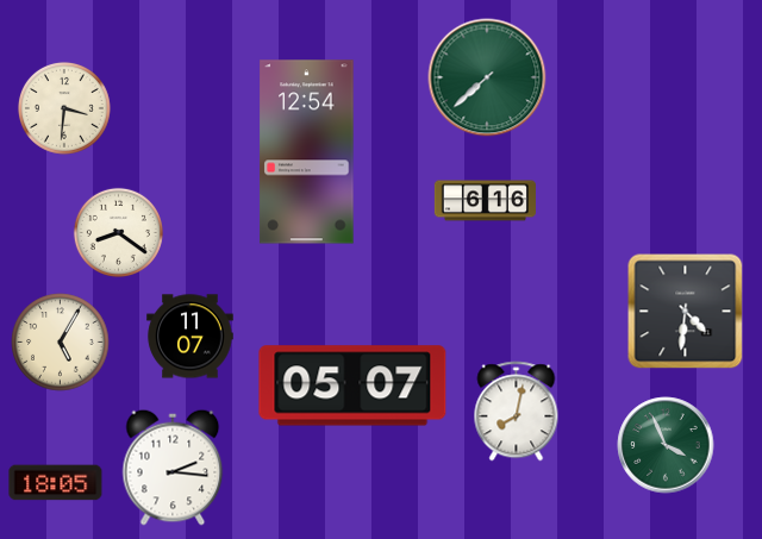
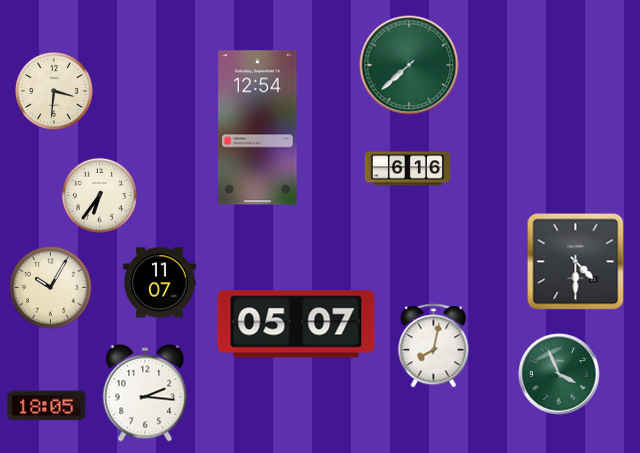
clock at (118, 232): 8:21 -> 6:36
clock at (686, 312): 4:31 -> 4:30
clock at (61, 343): 5:05 -> 10:05
